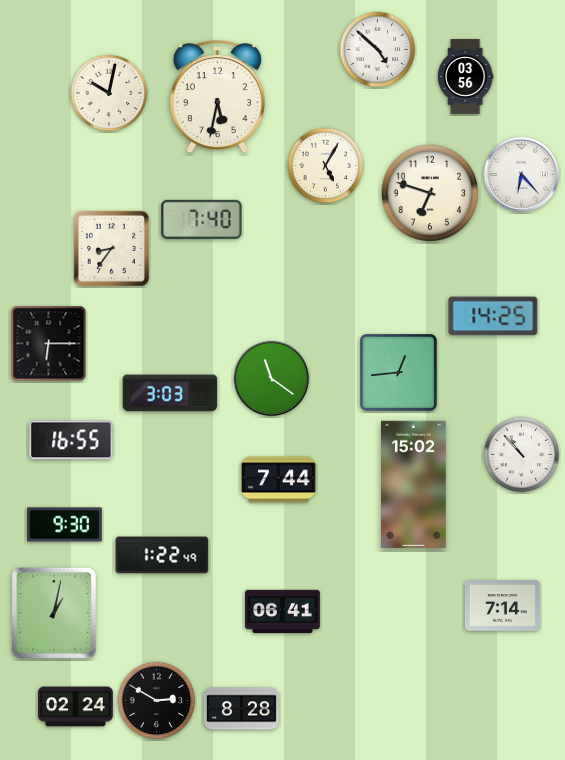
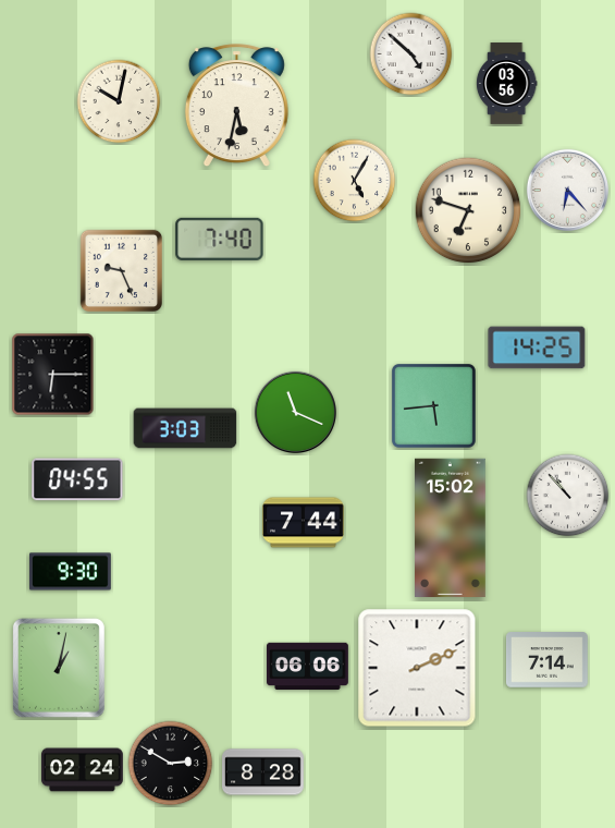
clock at (111, 248): 8:36 -> 9:26
clock at (493, 316) position: (493, 316) -> (537, 348)
clock at (398, 372): 12:44 -> 5:44
clock at (271, 378): 11:21 -> 11:19
clock at (71, 440): 16:55 -> 04:55
clock at (162, 555): 1:22 -> none
clock at (283, 612): 06:41 -> 06:06
clock at (417, 668): none -> 2:11
